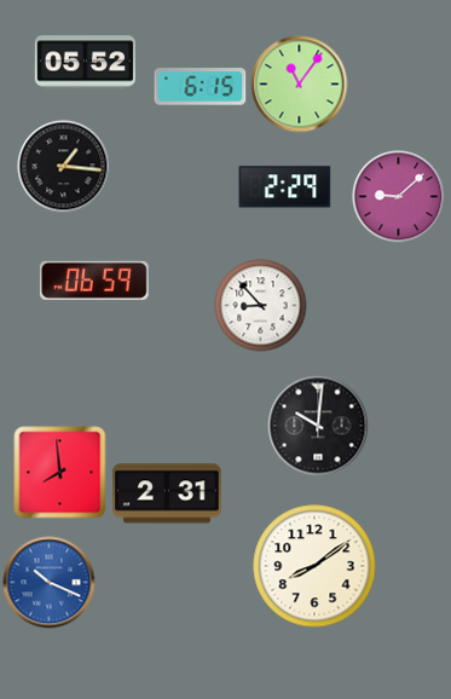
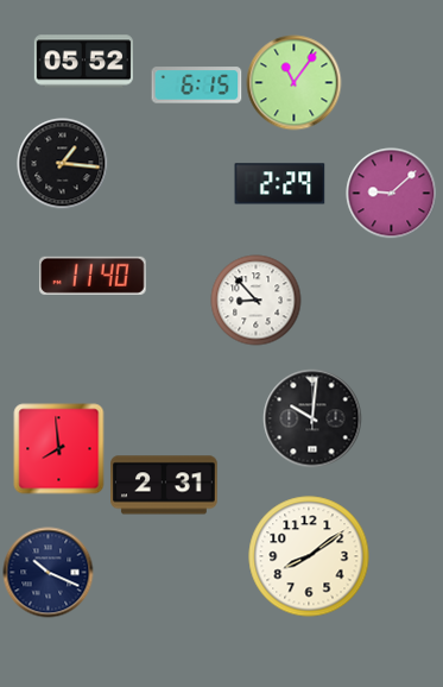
clock at (94, 281): 06:59 -> 11:40
clock at (60, 473) position: (60, 473) -> (59, 449)
clock at (50, 583) dial: blue -> navy
